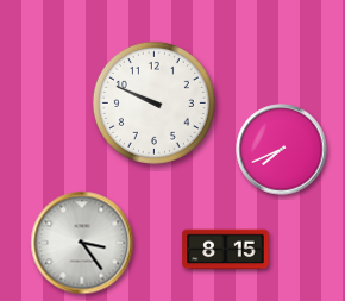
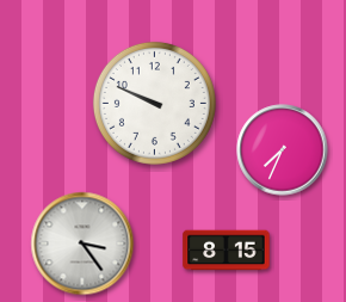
clock at (282, 150): 7:41 -> 7:34
